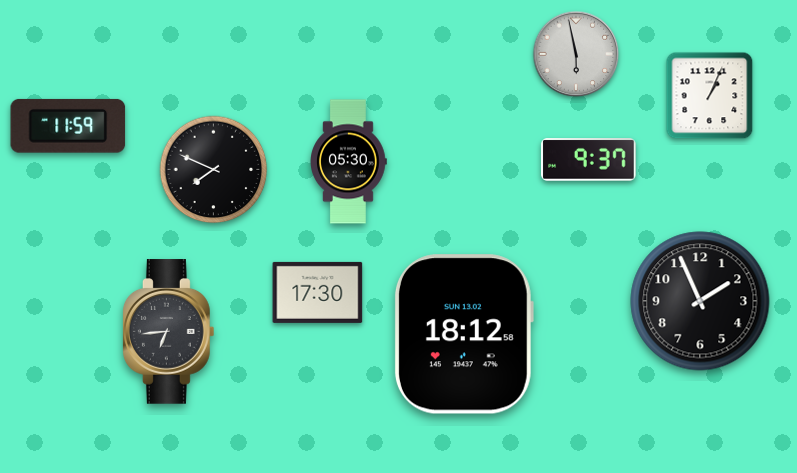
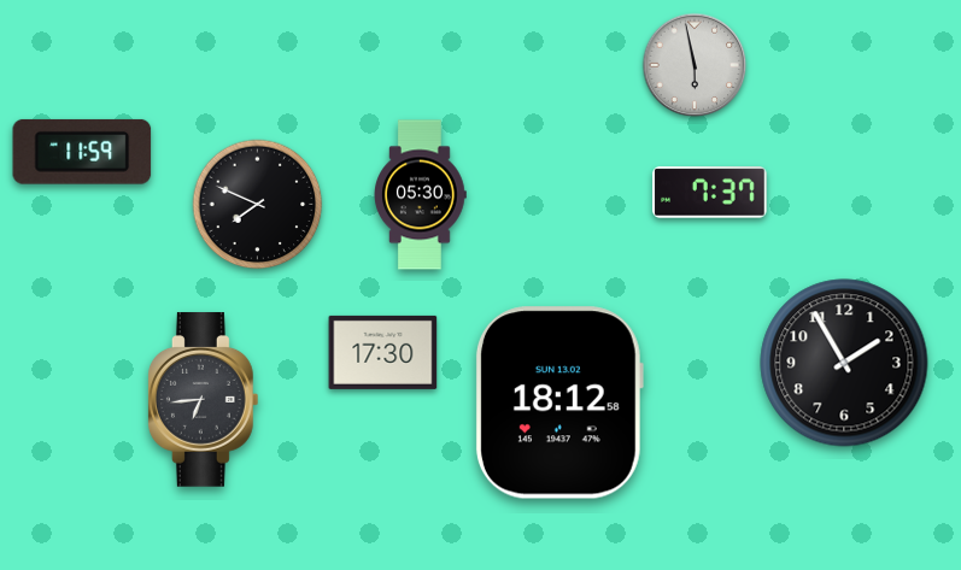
clock at (710, 96): 1:04 -> none
clock at (589, 160): 9:37 -> 7:37
clock at (700, 301): 1:56 -> 1:55
